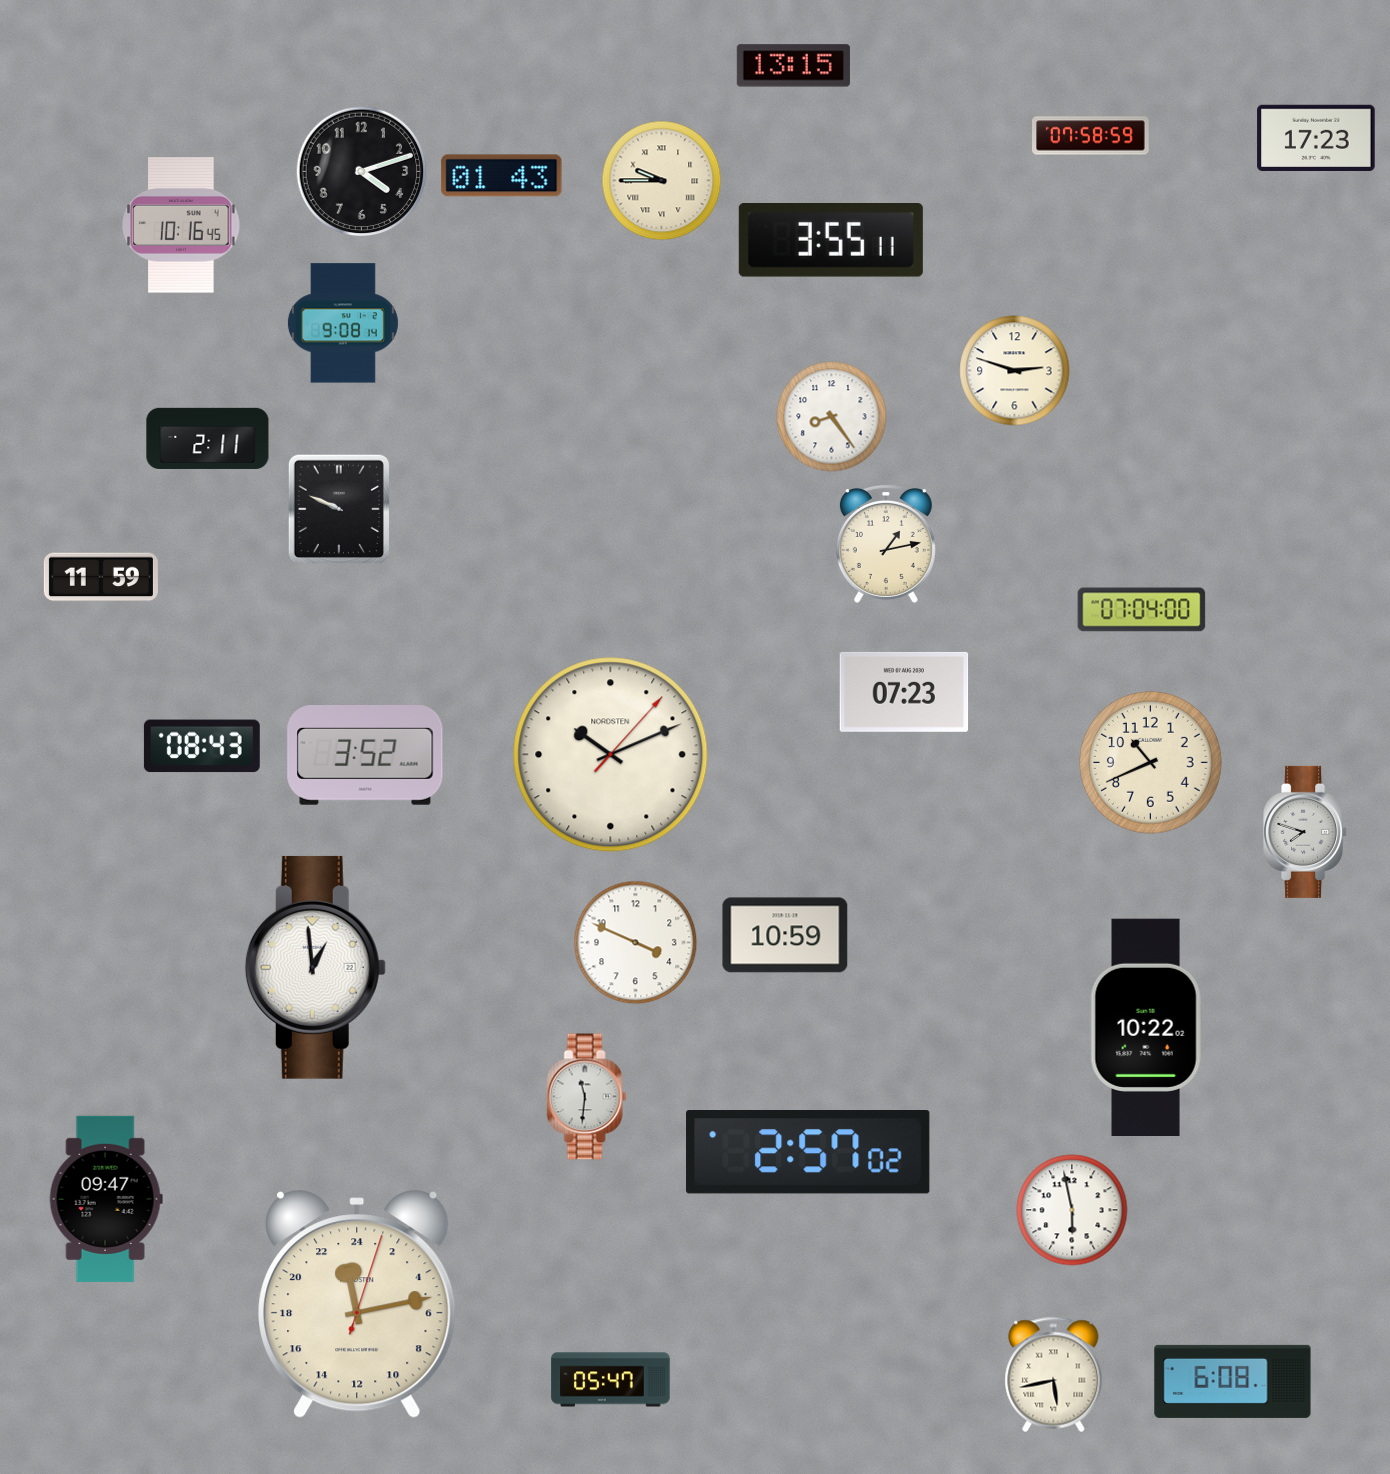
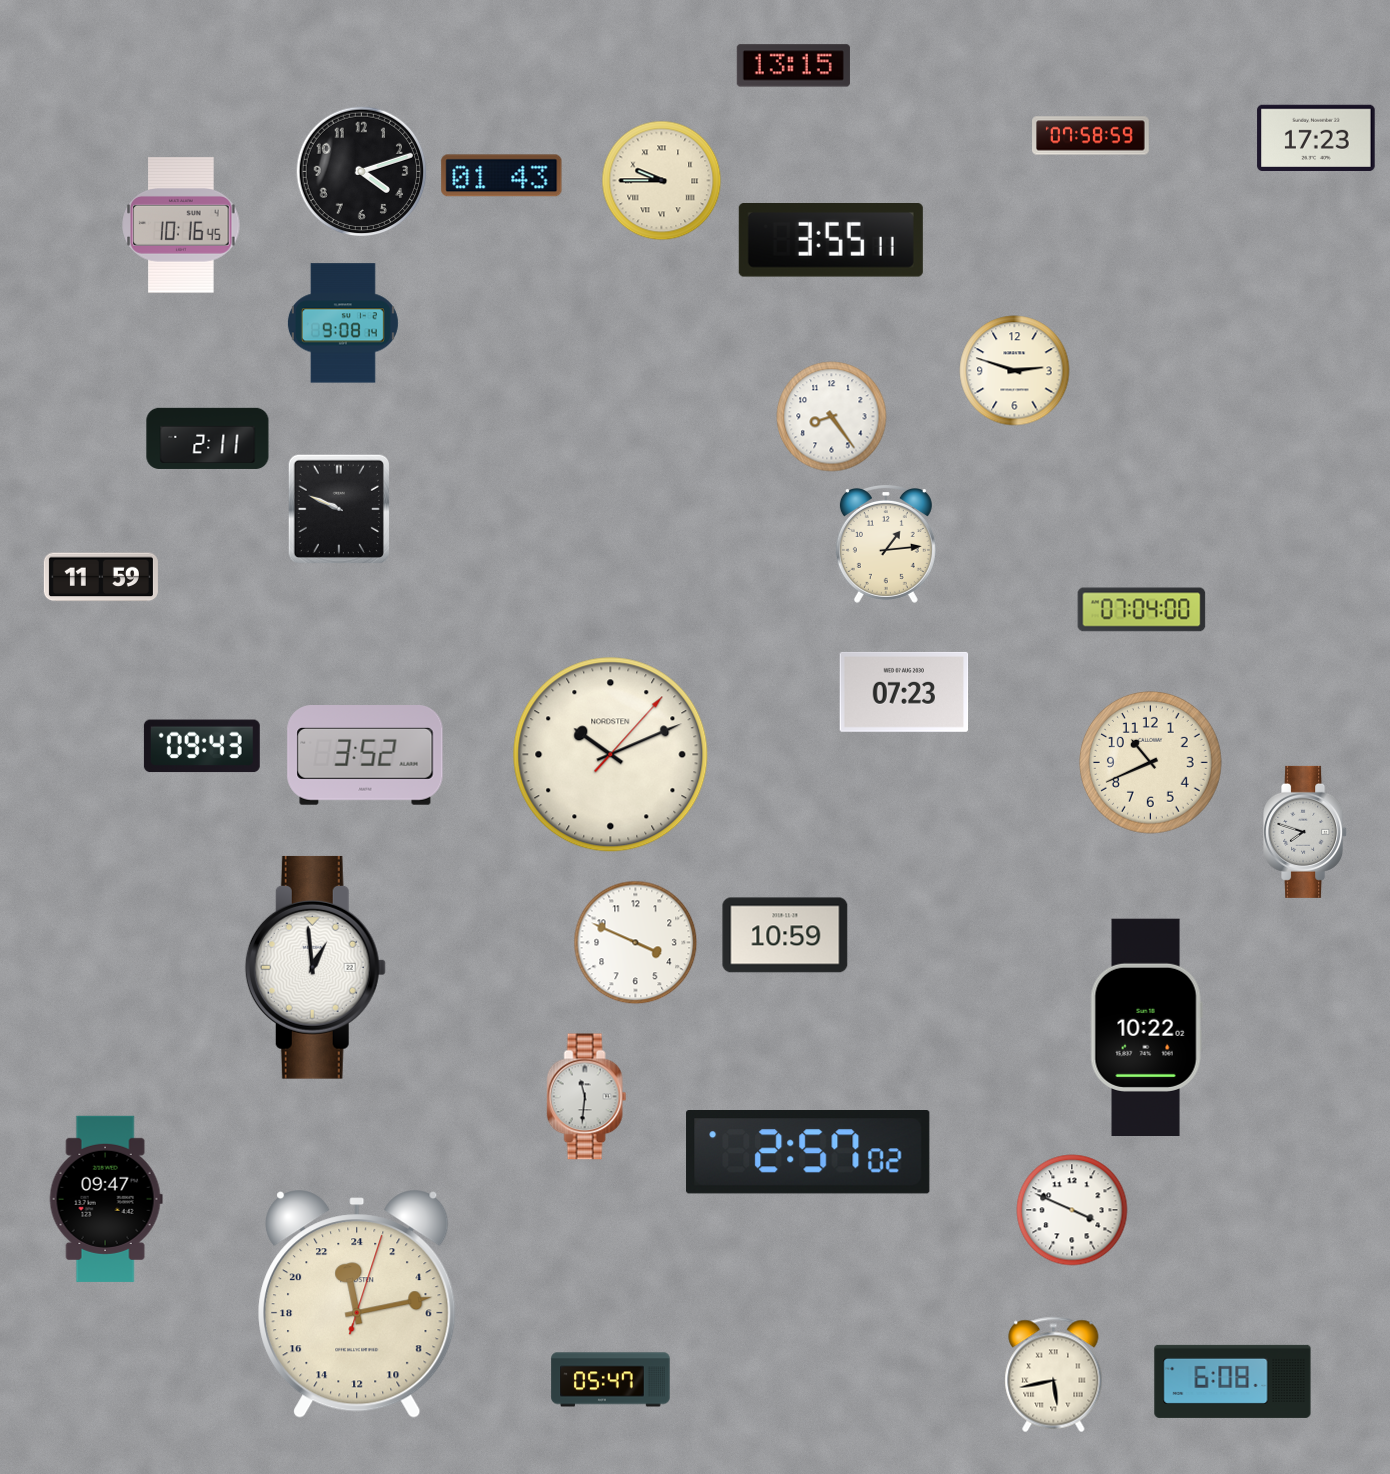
clock at (886, 545): 1:13 -> 1:14
clock at (202, 746): 08:43 -> 09:43
clock at (1072, 1210): 5:58 -> 3:49
